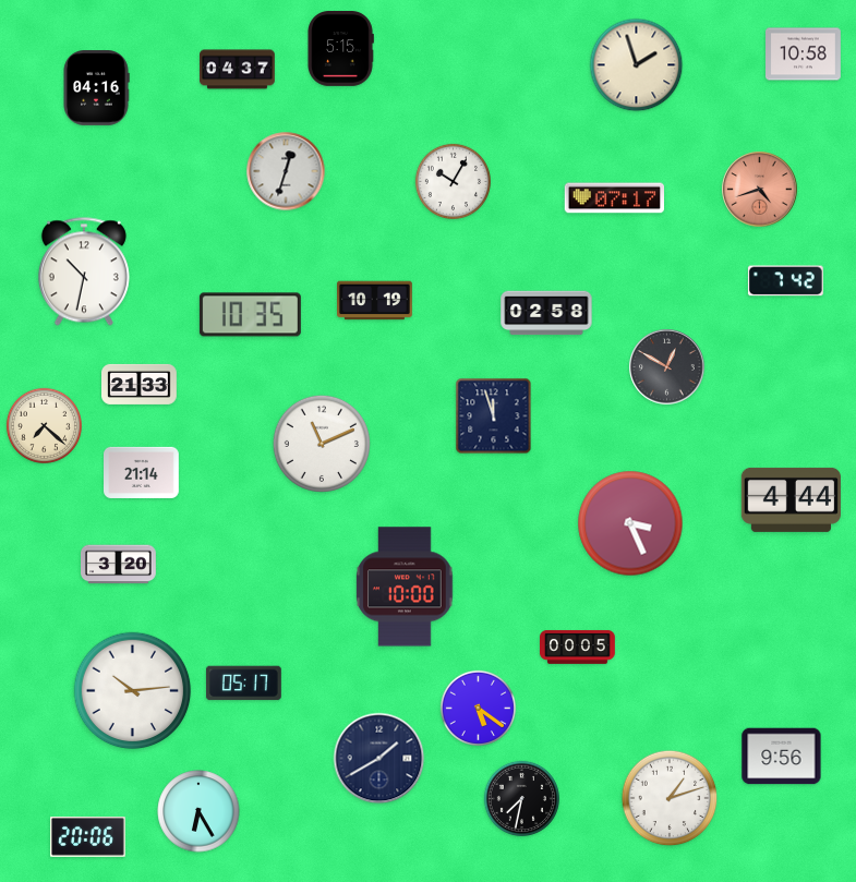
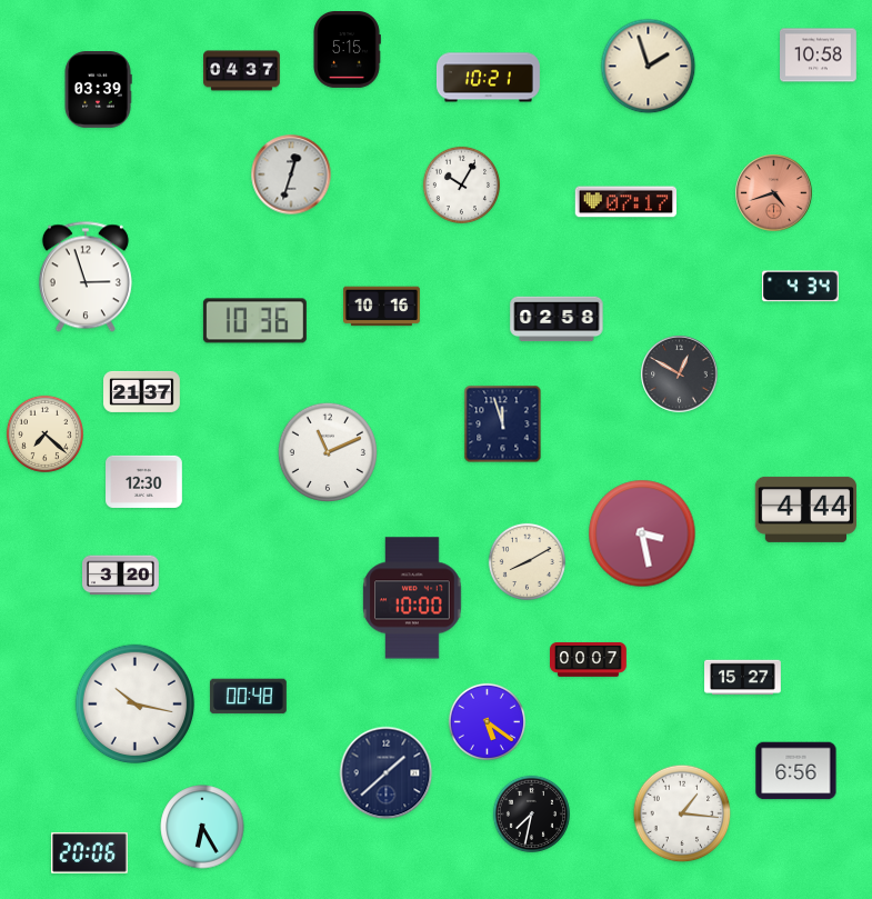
clock at (488, 78): none -> 10:21
clock at (96, 88): 04:16 -> 03:39
clock at (84, 271): 10:32 -> 2:57
clock at (785, 281): 7:42 -> 4:34
clock at (375, 301): 10:19 -> 10:16
clock at (250, 315): 10:35 -> 10:36
clock at (140, 384): 21:33 -> 21:37
clock at (142, 472): 21:14 -> 12:30
clock at (630, 523): 3:26 -> 3:28
clock at (527, 561): none -> 8:10
clock at (578, 648): 00:05 -> 00:07
clock at (743, 678): none -> 15:27
clock at (243, 684): 05:17 -> 00:48
clock at (133, 691): 10:14 -> 10:17
clock at (782, 757): 9:56 -> 6:56
clock at (379, 759): 1:40 -> 1:38
clock at (670, 798): 1:12 -> 1:16
